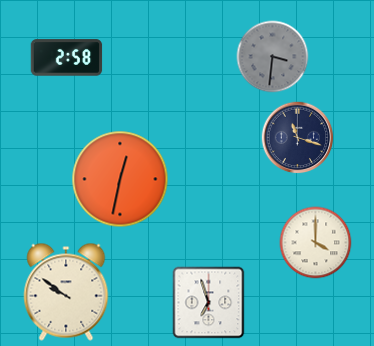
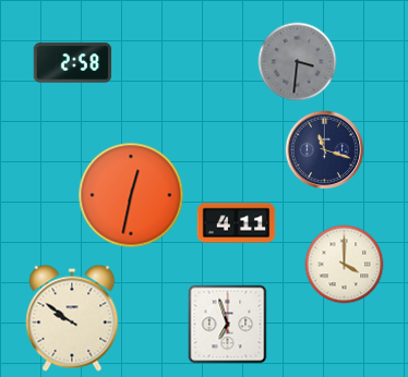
clock at (237, 223): none -> 4:11
clock at (209, 303) position: (209, 303) -> (228, 325)
